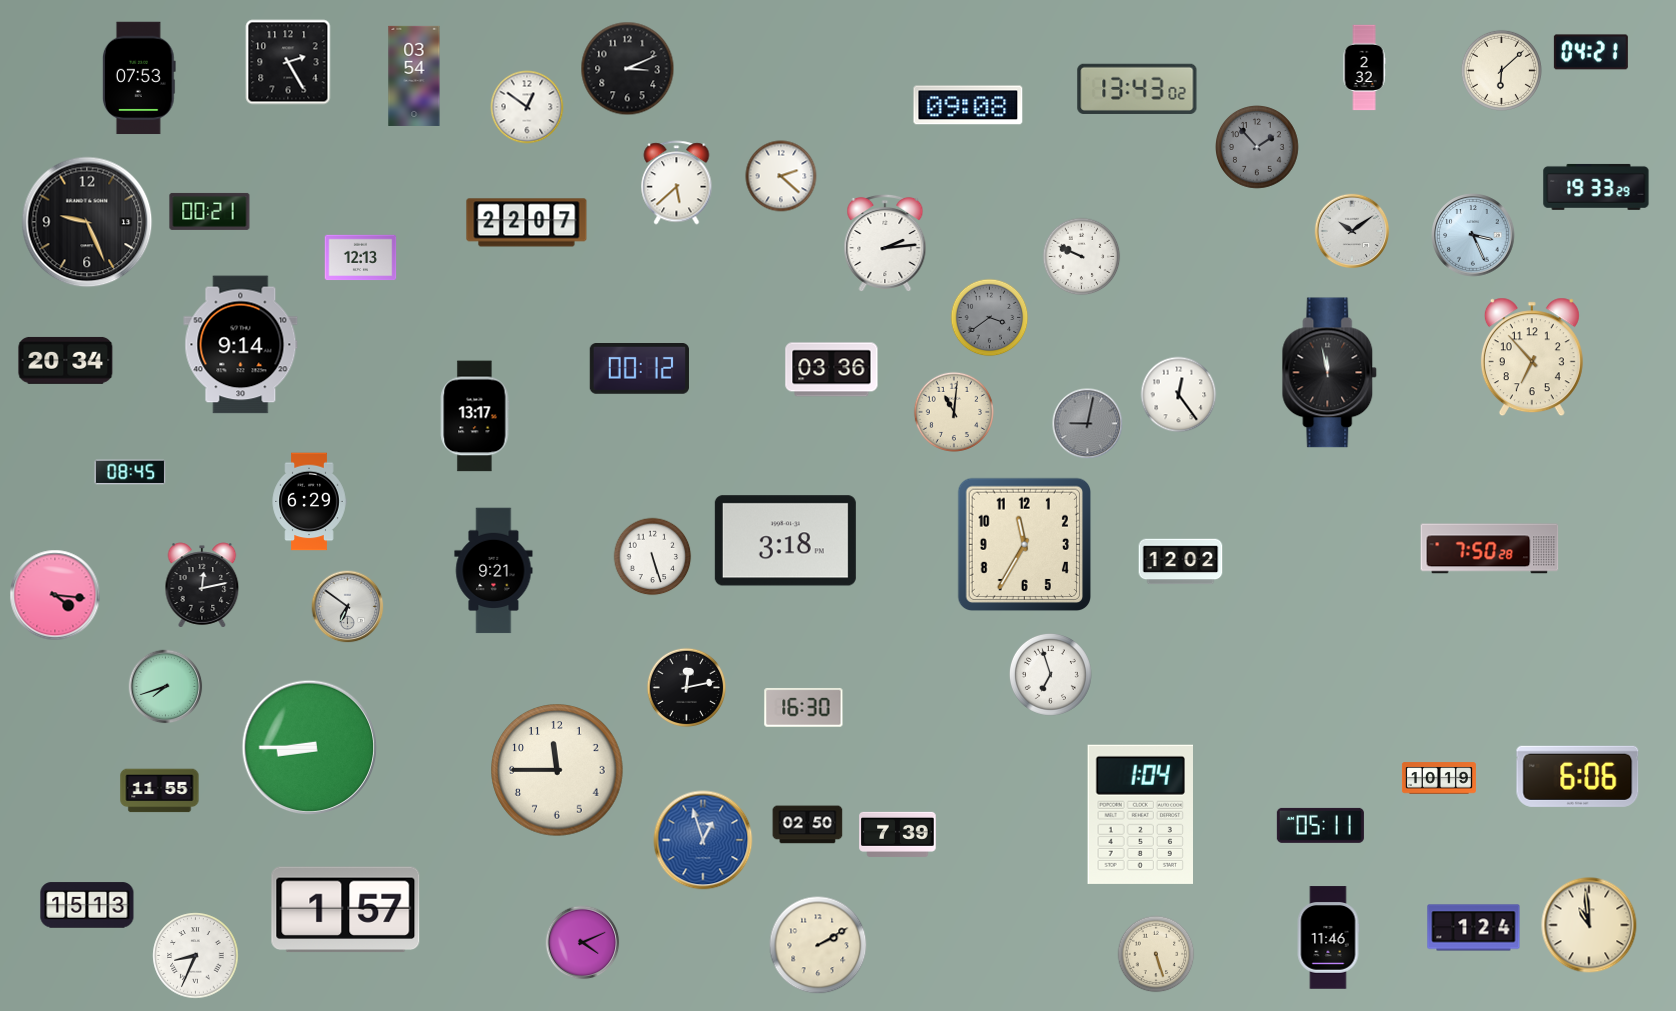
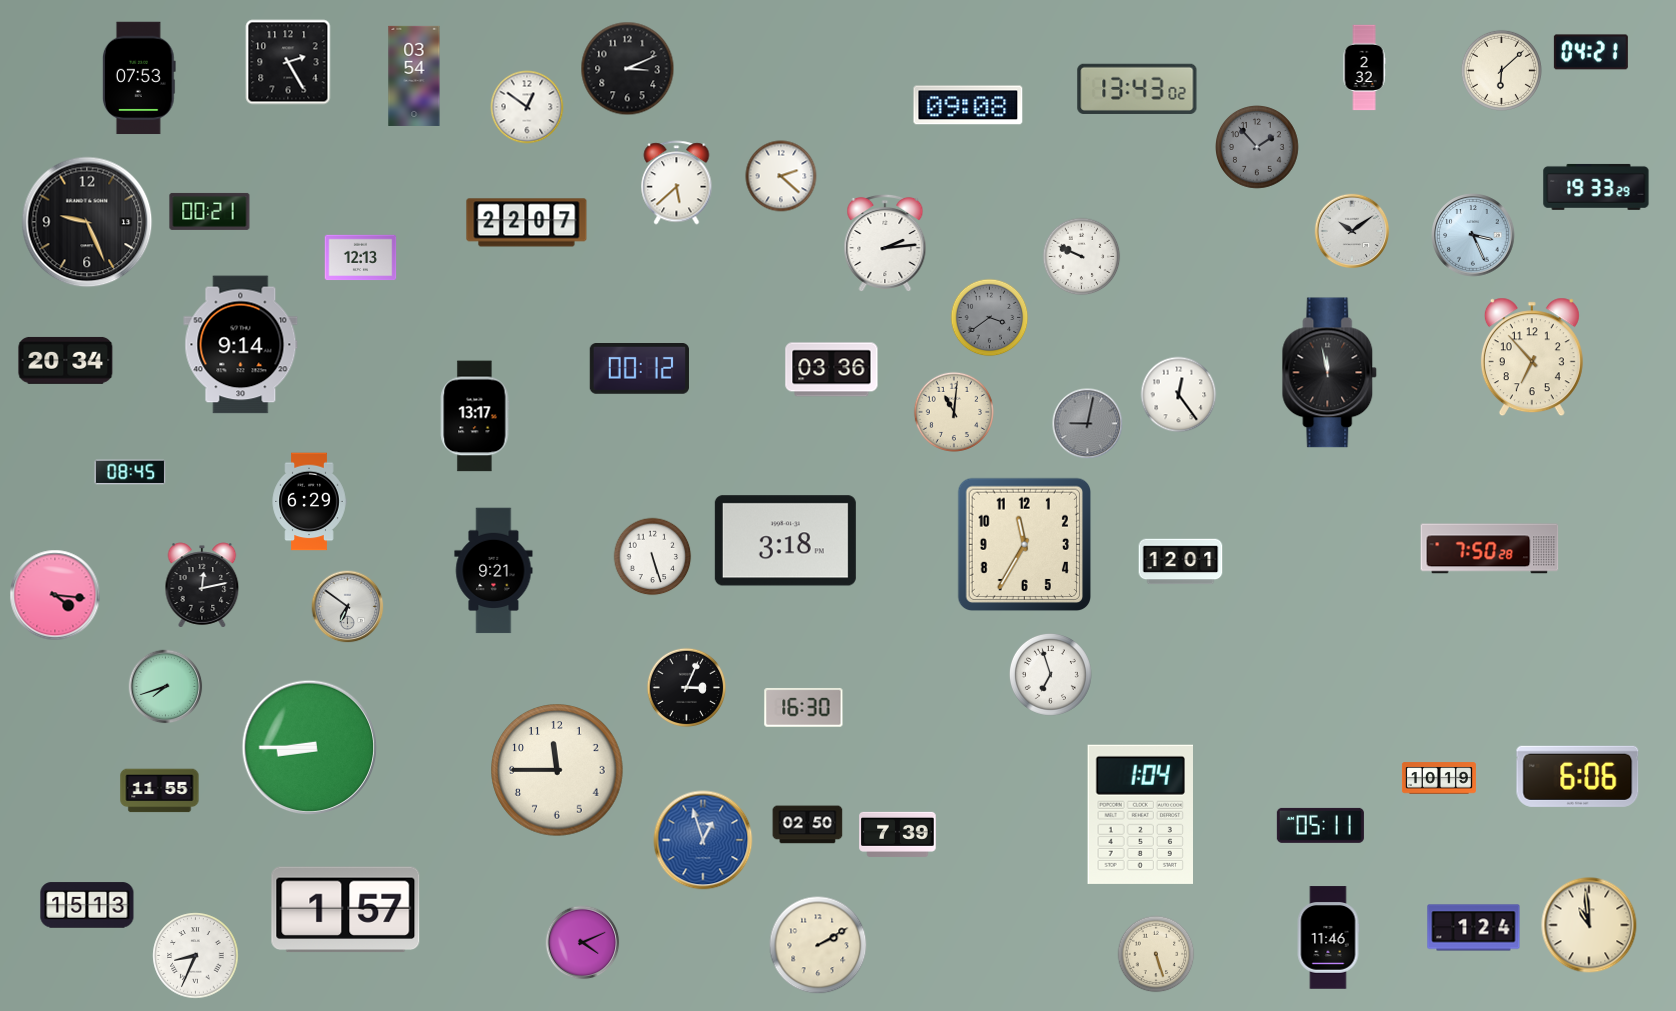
clock at (1181, 562): 12:02 -> 12:01
clock at (687, 688): 12:13 -> 3:04
